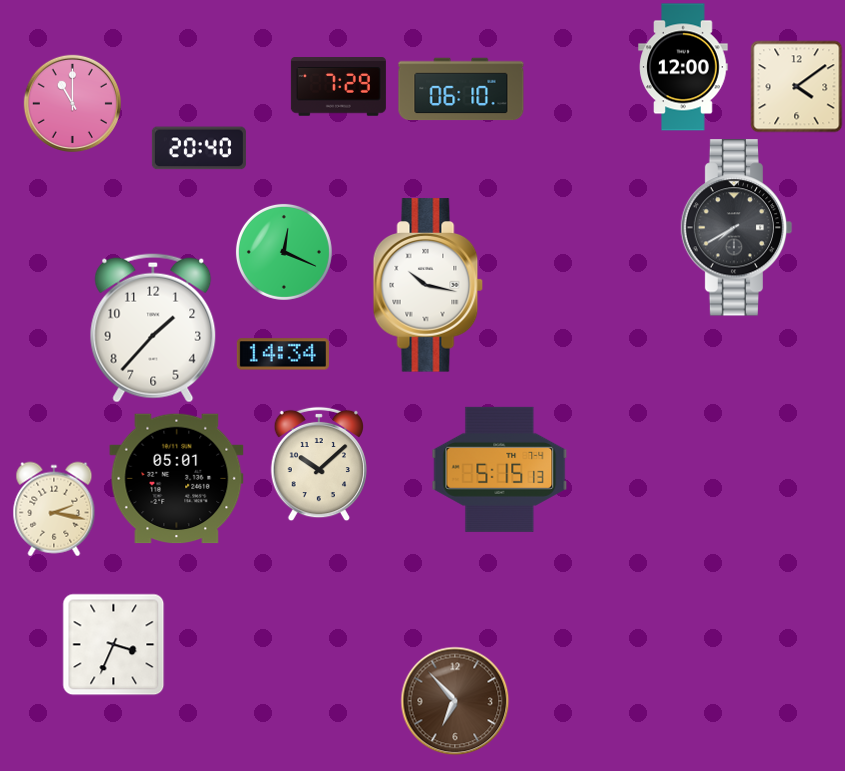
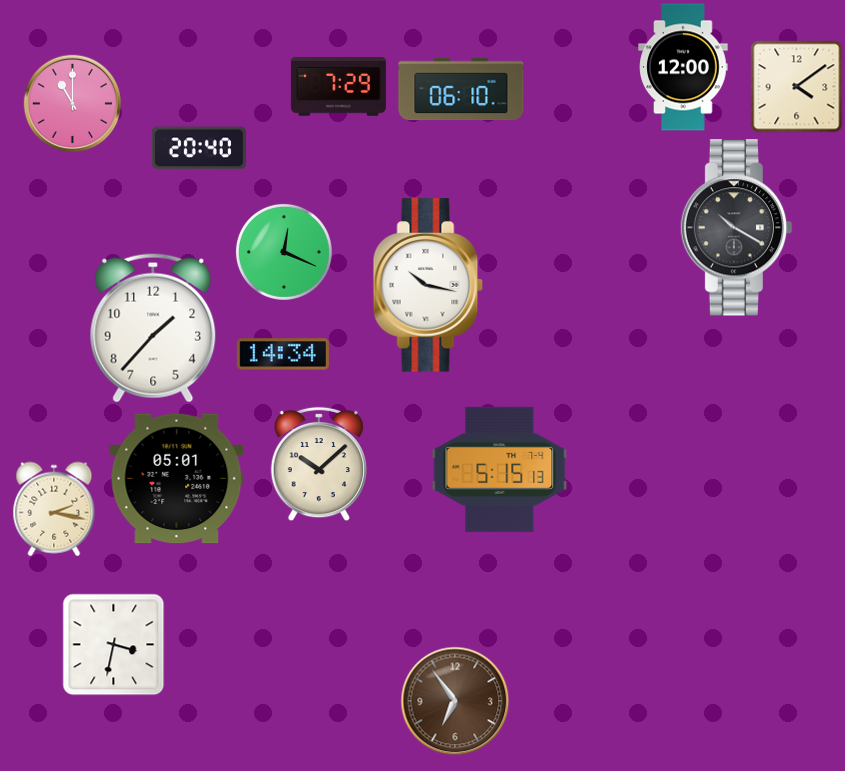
clock at (737, 228): 7:40 -> 10:20
clock at (113, 644): 3:34 -> 3:32
clock at (455, 701): 6:53 -> 6:54
